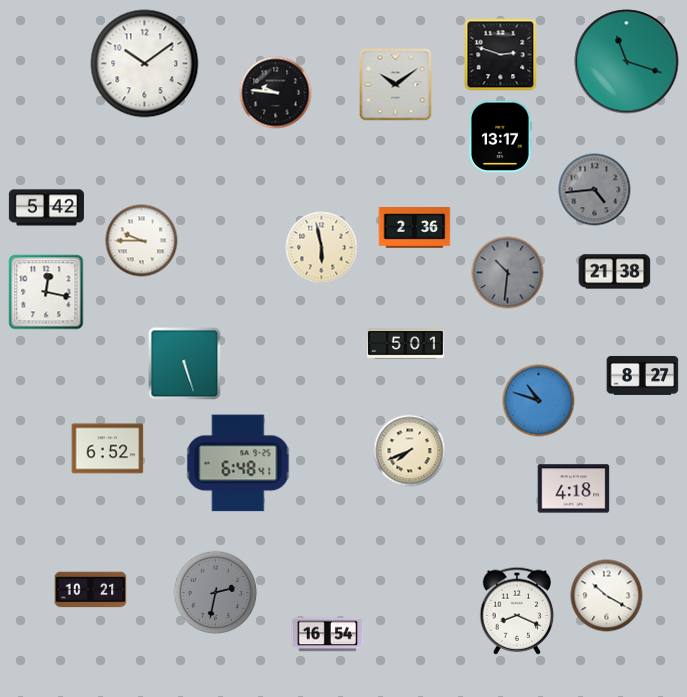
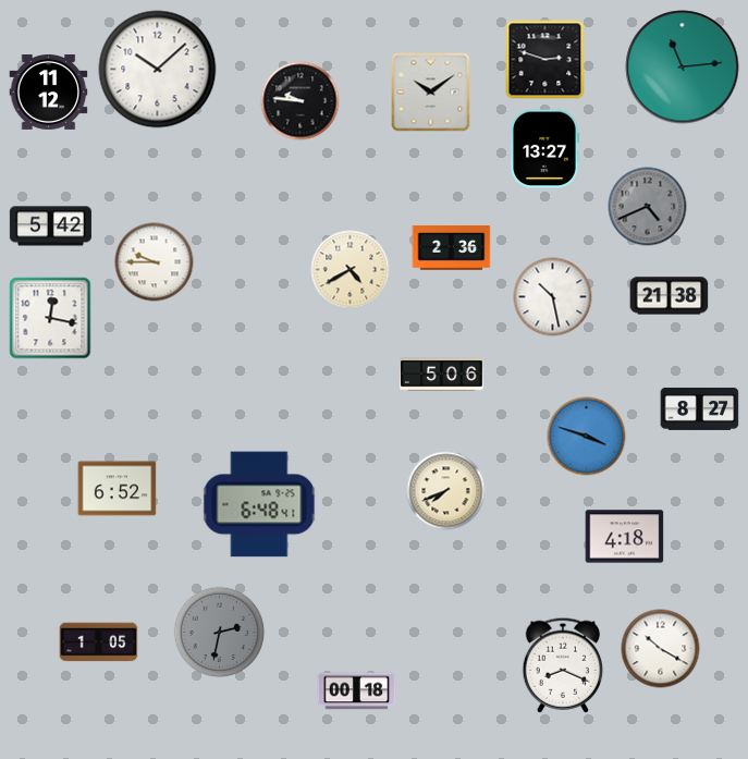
clock at (627, 62): 11:18 -> 11:14
clock at (145, 64): 10:09 -> 10:08
clock at (49, 91): none -> 11:12
clock at (500, 137): 13:17 -> 13:27
clock at (595, 190): 4:44 -> 4:41
clock at (322, 248): 5:58 -> 4:40
clock at (508, 273): 10:31 -> 10:28
clock at (508, 273) dial: grey -> white
clock at (406, 344): 5:01 -> 5:06
clock at (185, 364): 5:27 -> none
clock at (539, 401): 10:48 -> 3:48
clock at (574, 489) position: (574, 489) -> (625, 537)
clock at (91, 590): 10:21 -> 1:05
clock at (216, 593) position: (216, 593) -> (220, 633)
clock at (328, 635): 16:54 -> 00:18
